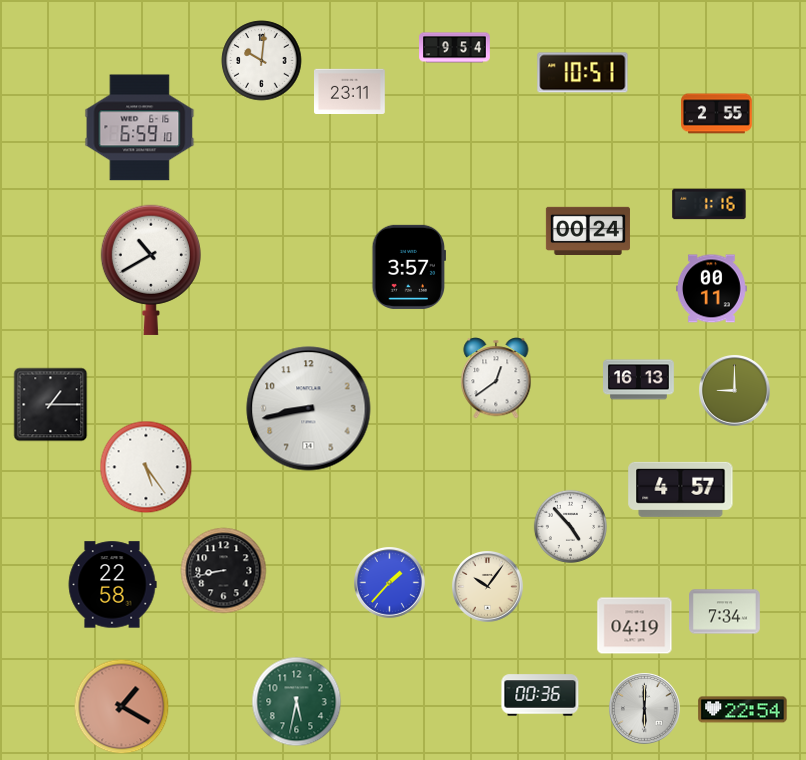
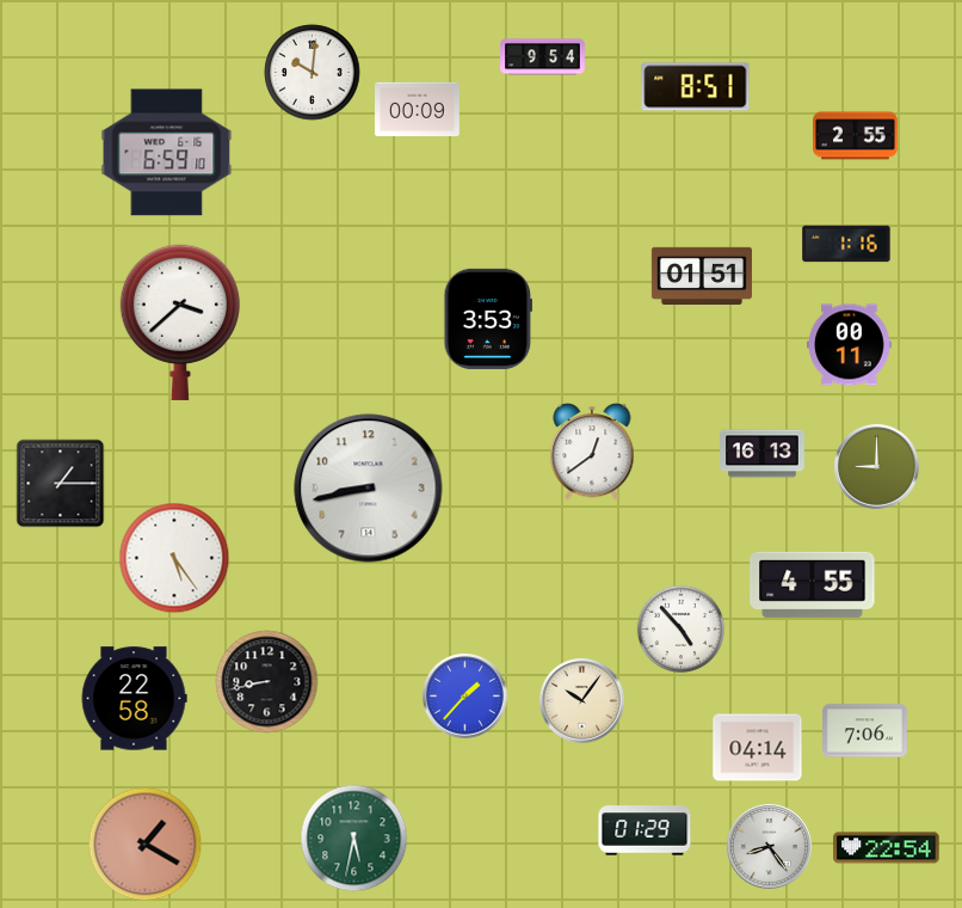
clock at (583, 73): 10:51 -> 8:51
clock at (350, 92): 23:11 -> 00:09
clock at (588, 230): 00:24 -> 01:51
clock at (408, 267): 3:57 -> 3:53
clock at (151, 270): 10:40 -> 3:38
clock at (681, 489): 4:57 -> 4:55
clock at (725, 612): 7:34 -> 7:06
clock at (635, 626): 04:19 -> 04:14
clock at (540, 695): 00:36 -> 01:29
clock at (645, 709): 6:00 -> 8:24
